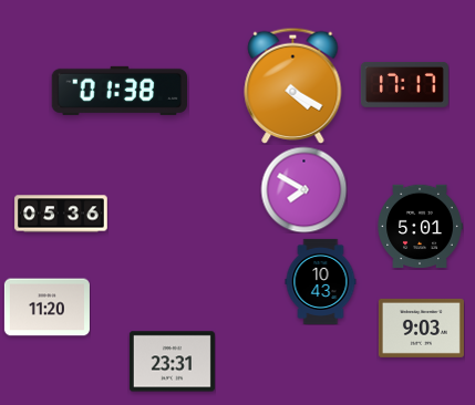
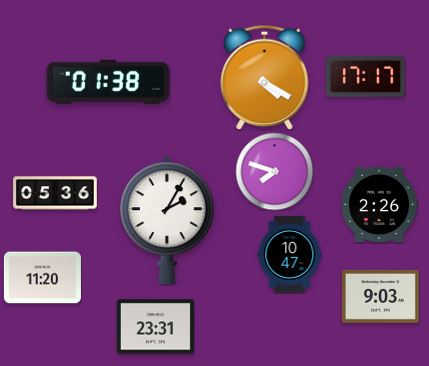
clock at (303, 189): 7:50 -> 7:48
clock at (420, 226): 5:01 -> 2:26
clock at (167, 220): none -> 2:05
clock at (321, 281): 10:43 -> 10:47
